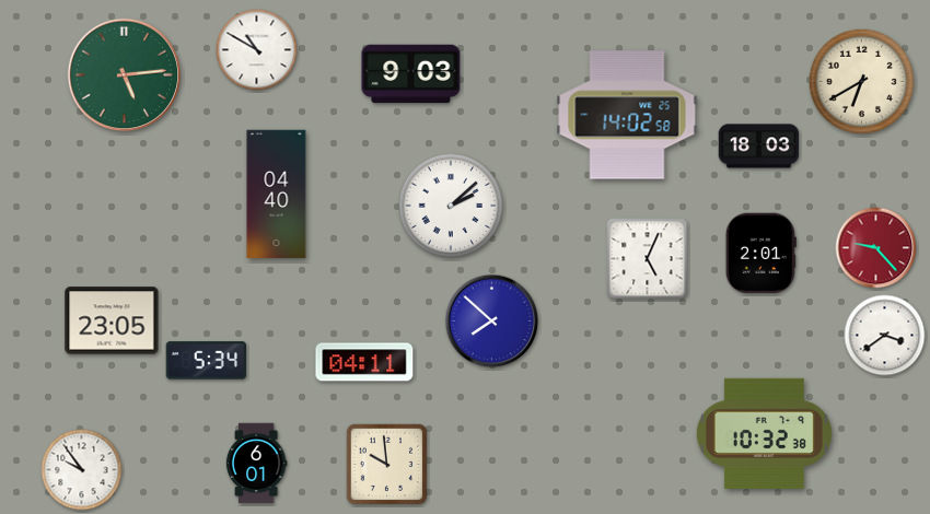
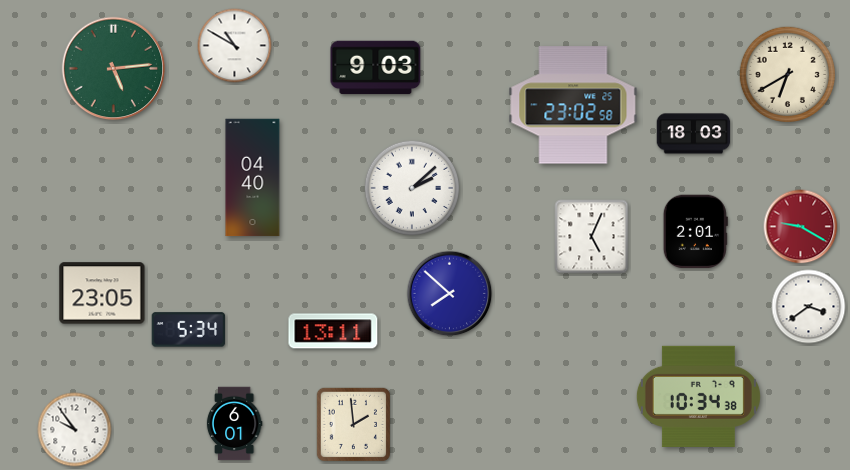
clock at (627, 115): 14:02 -> 23:02
clock at (876, 248): 9:23 -> 9:20
clock at (364, 362): 04:11 -> 13:11
clock at (764, 433): 10:32 -> 10:34
clock at (386, 464): 9:59 -> 1:59
